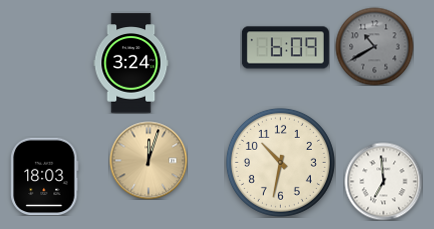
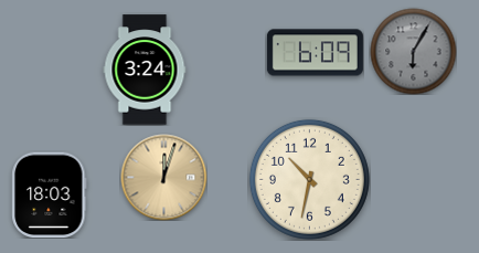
clock at (374, 46): 10:40 -> 6:05
clock at (383, 181): 6:59 -> none
